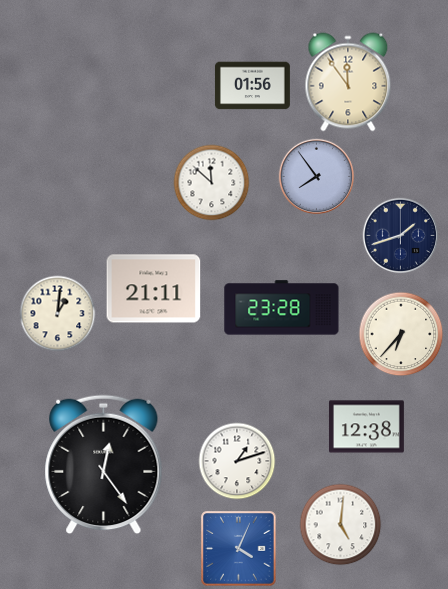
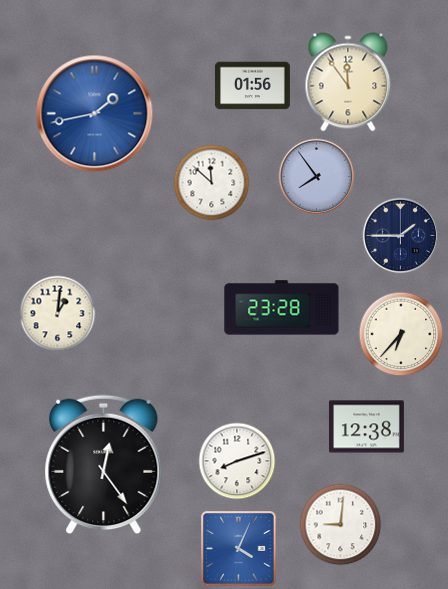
clock at (95, 114): none -> 1:43
clock at (401, 236): 1:42 -> 1:45
clock at (154, 289): 21:11 -> none
clock at (237, 461): 1:12 -> 8:12
clock at (341, 525): 5:01 -> 9:01
